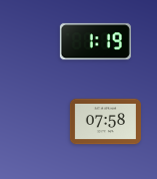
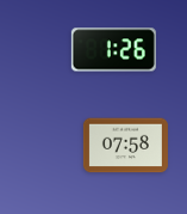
clock at (95, 42): 1:19 -> 1:26
